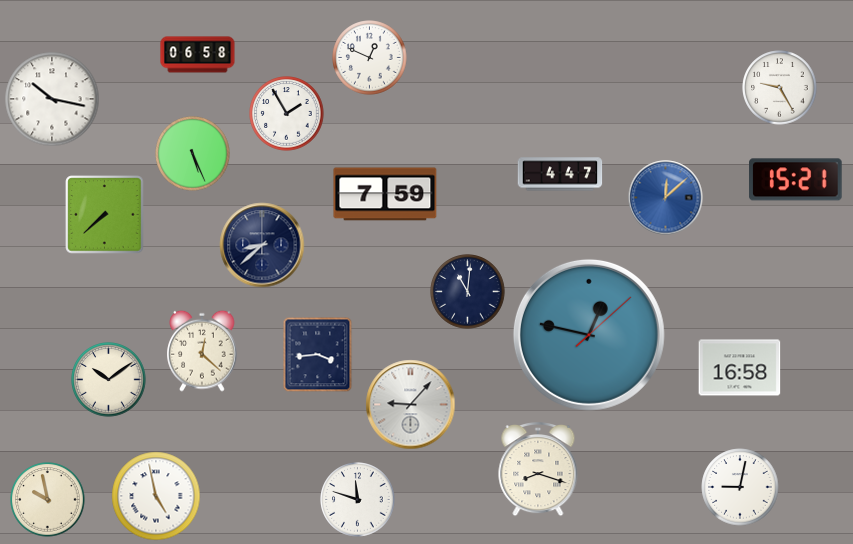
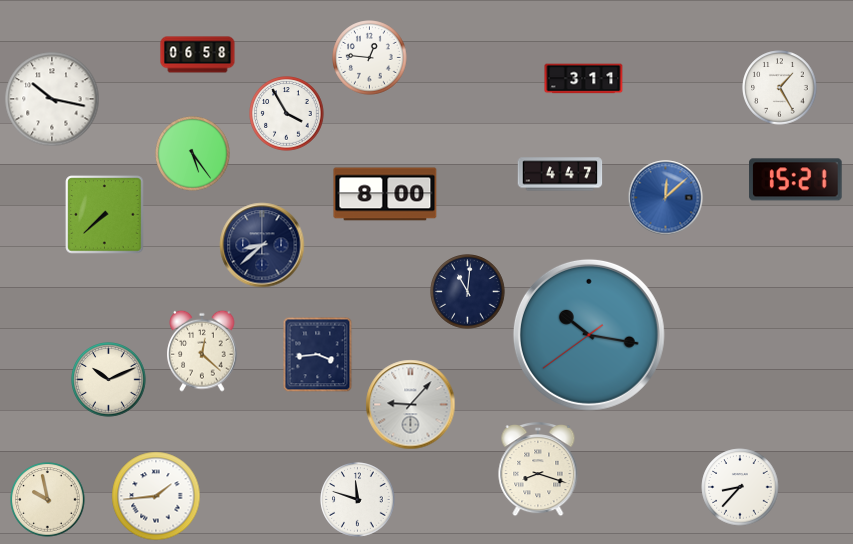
clock at (370, 58): 12:49 -> 12:46
clock at (584, 79): none -> 3:11
clock at (780, 88): 9:25 -> 1:25
clock at (287, 114): 1:55 -> 3:55
clock at (193, 154): 5:26 -> 5:24
clock at (385, 194): 7:59 -> 8:00
clock at (589, 335): 12:47 -> 10:16
clock at (740, 368): 16:58 -> none
clock at (109, 380): 10:09 -> 10:11
clock at (740, 487): 9:02 -> 8:37
clock at (156, 496): 4:58 -> 1:44
